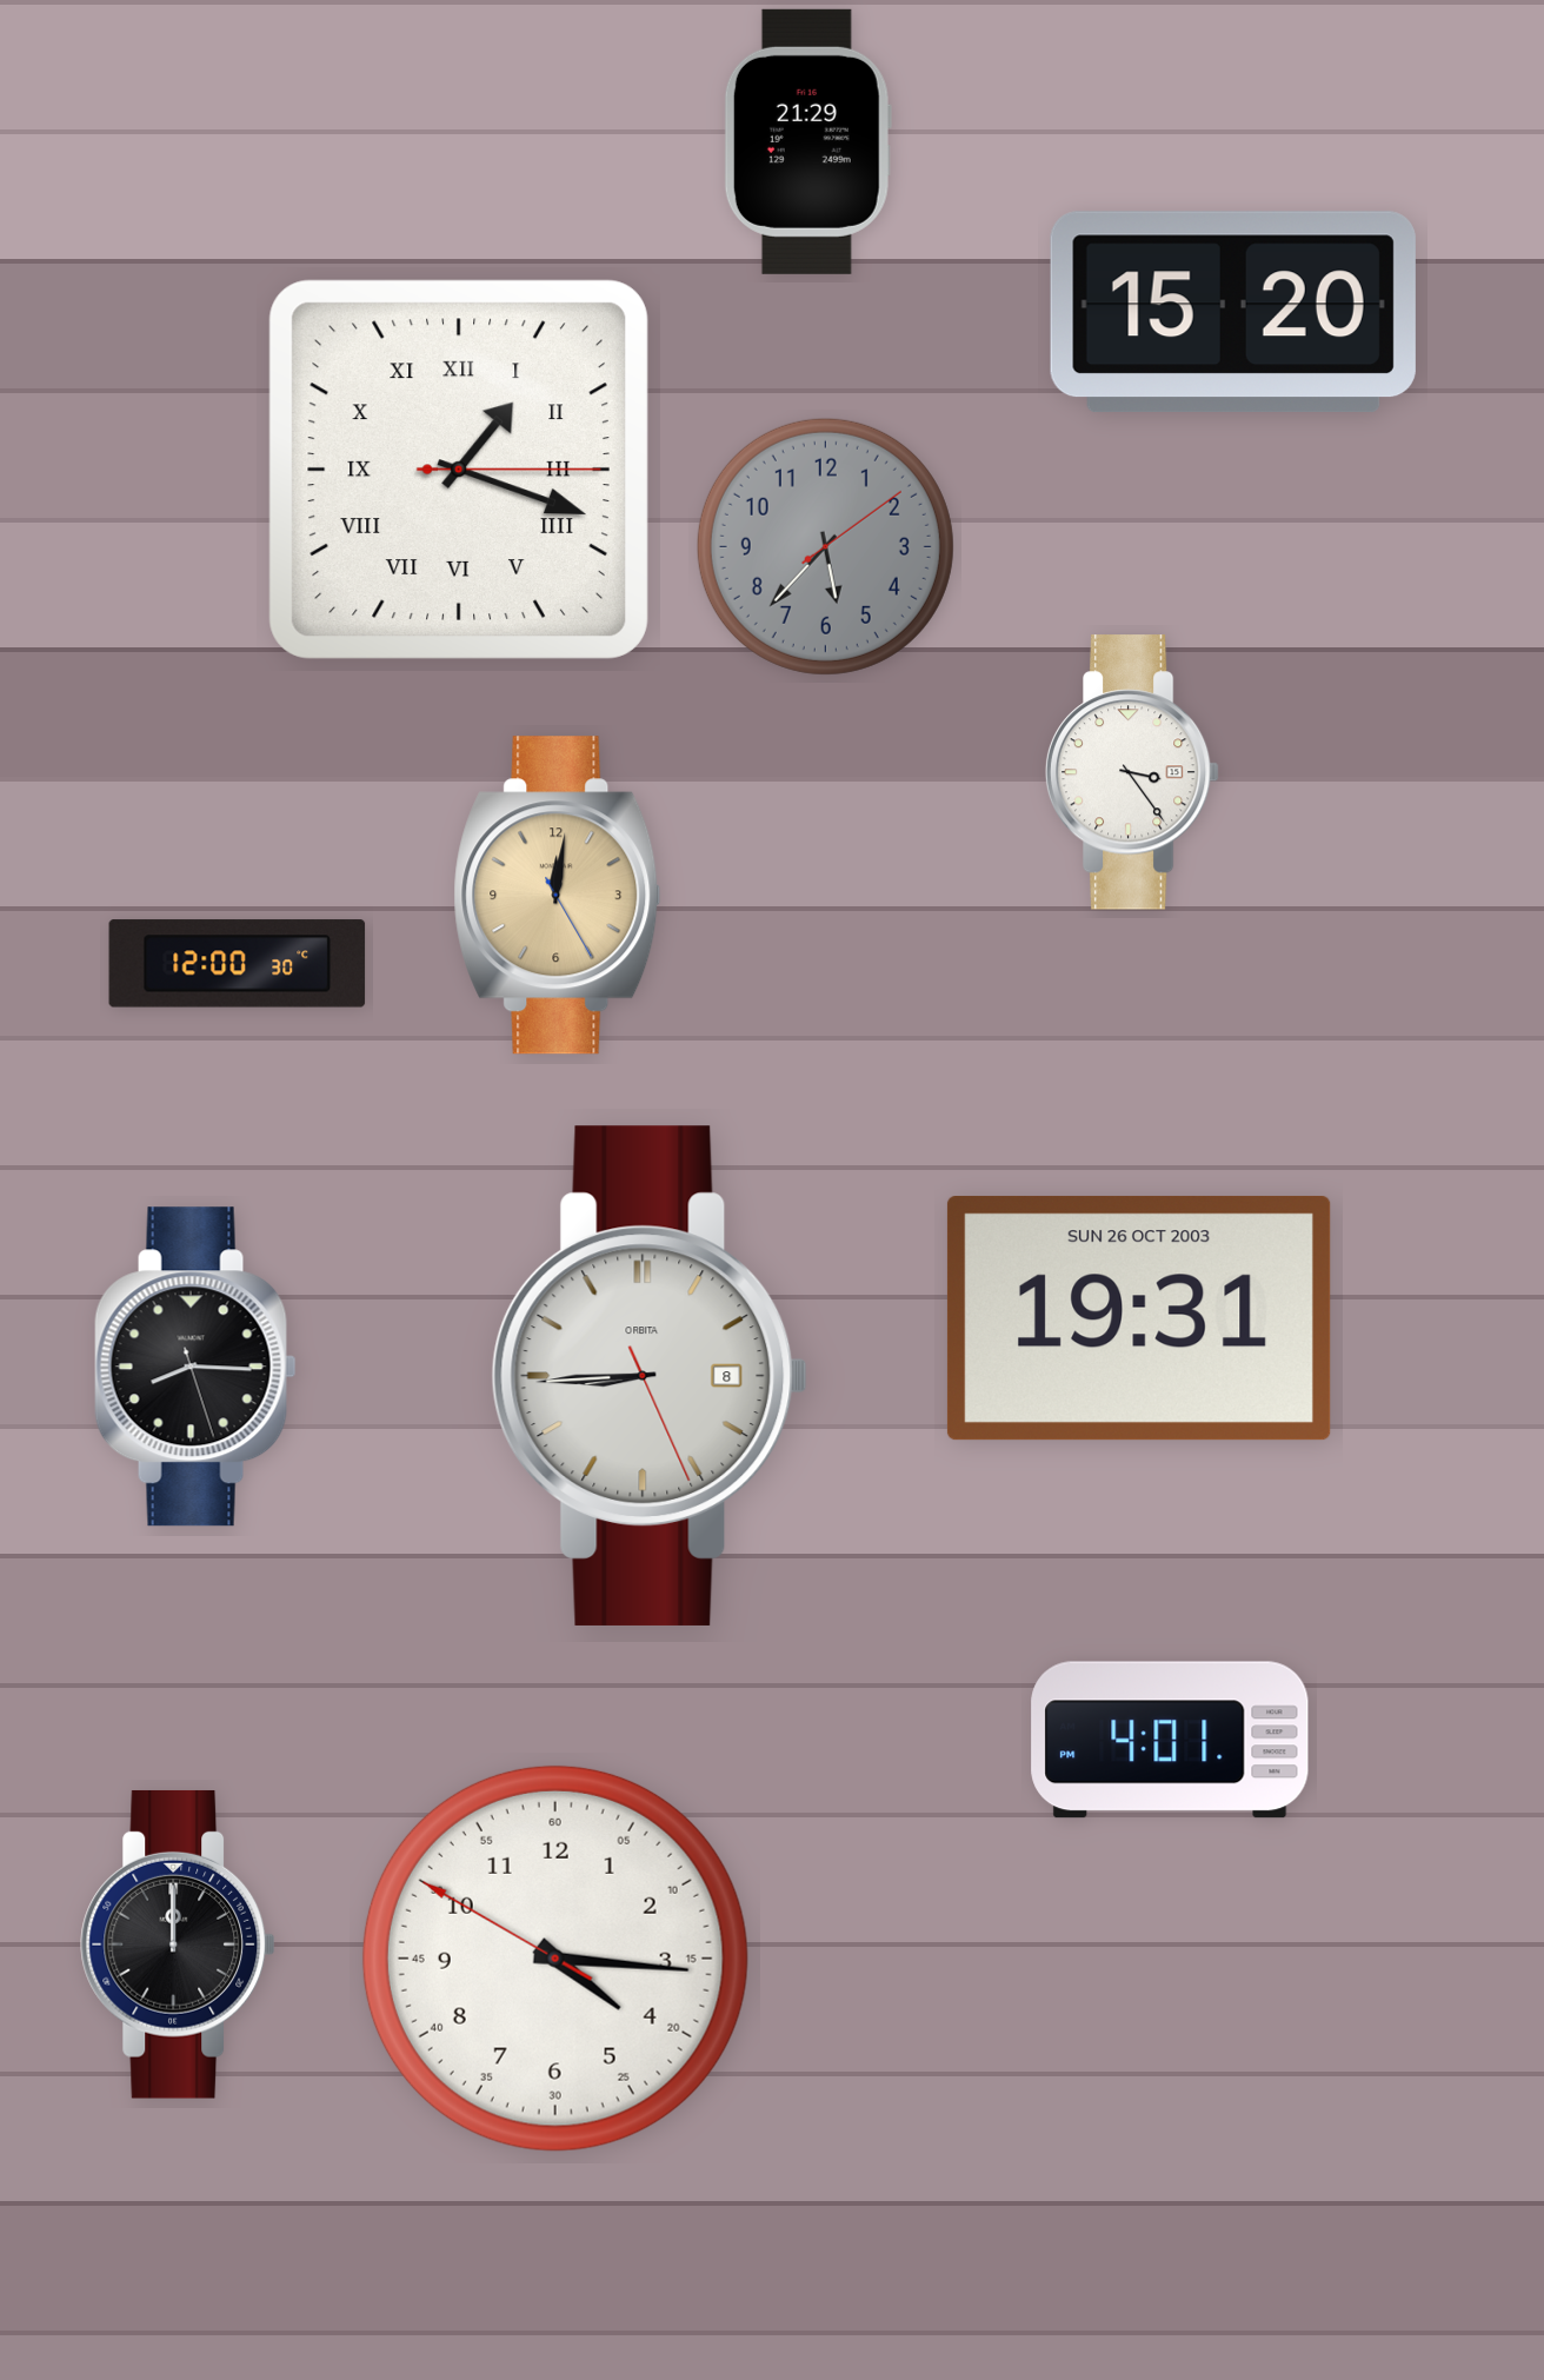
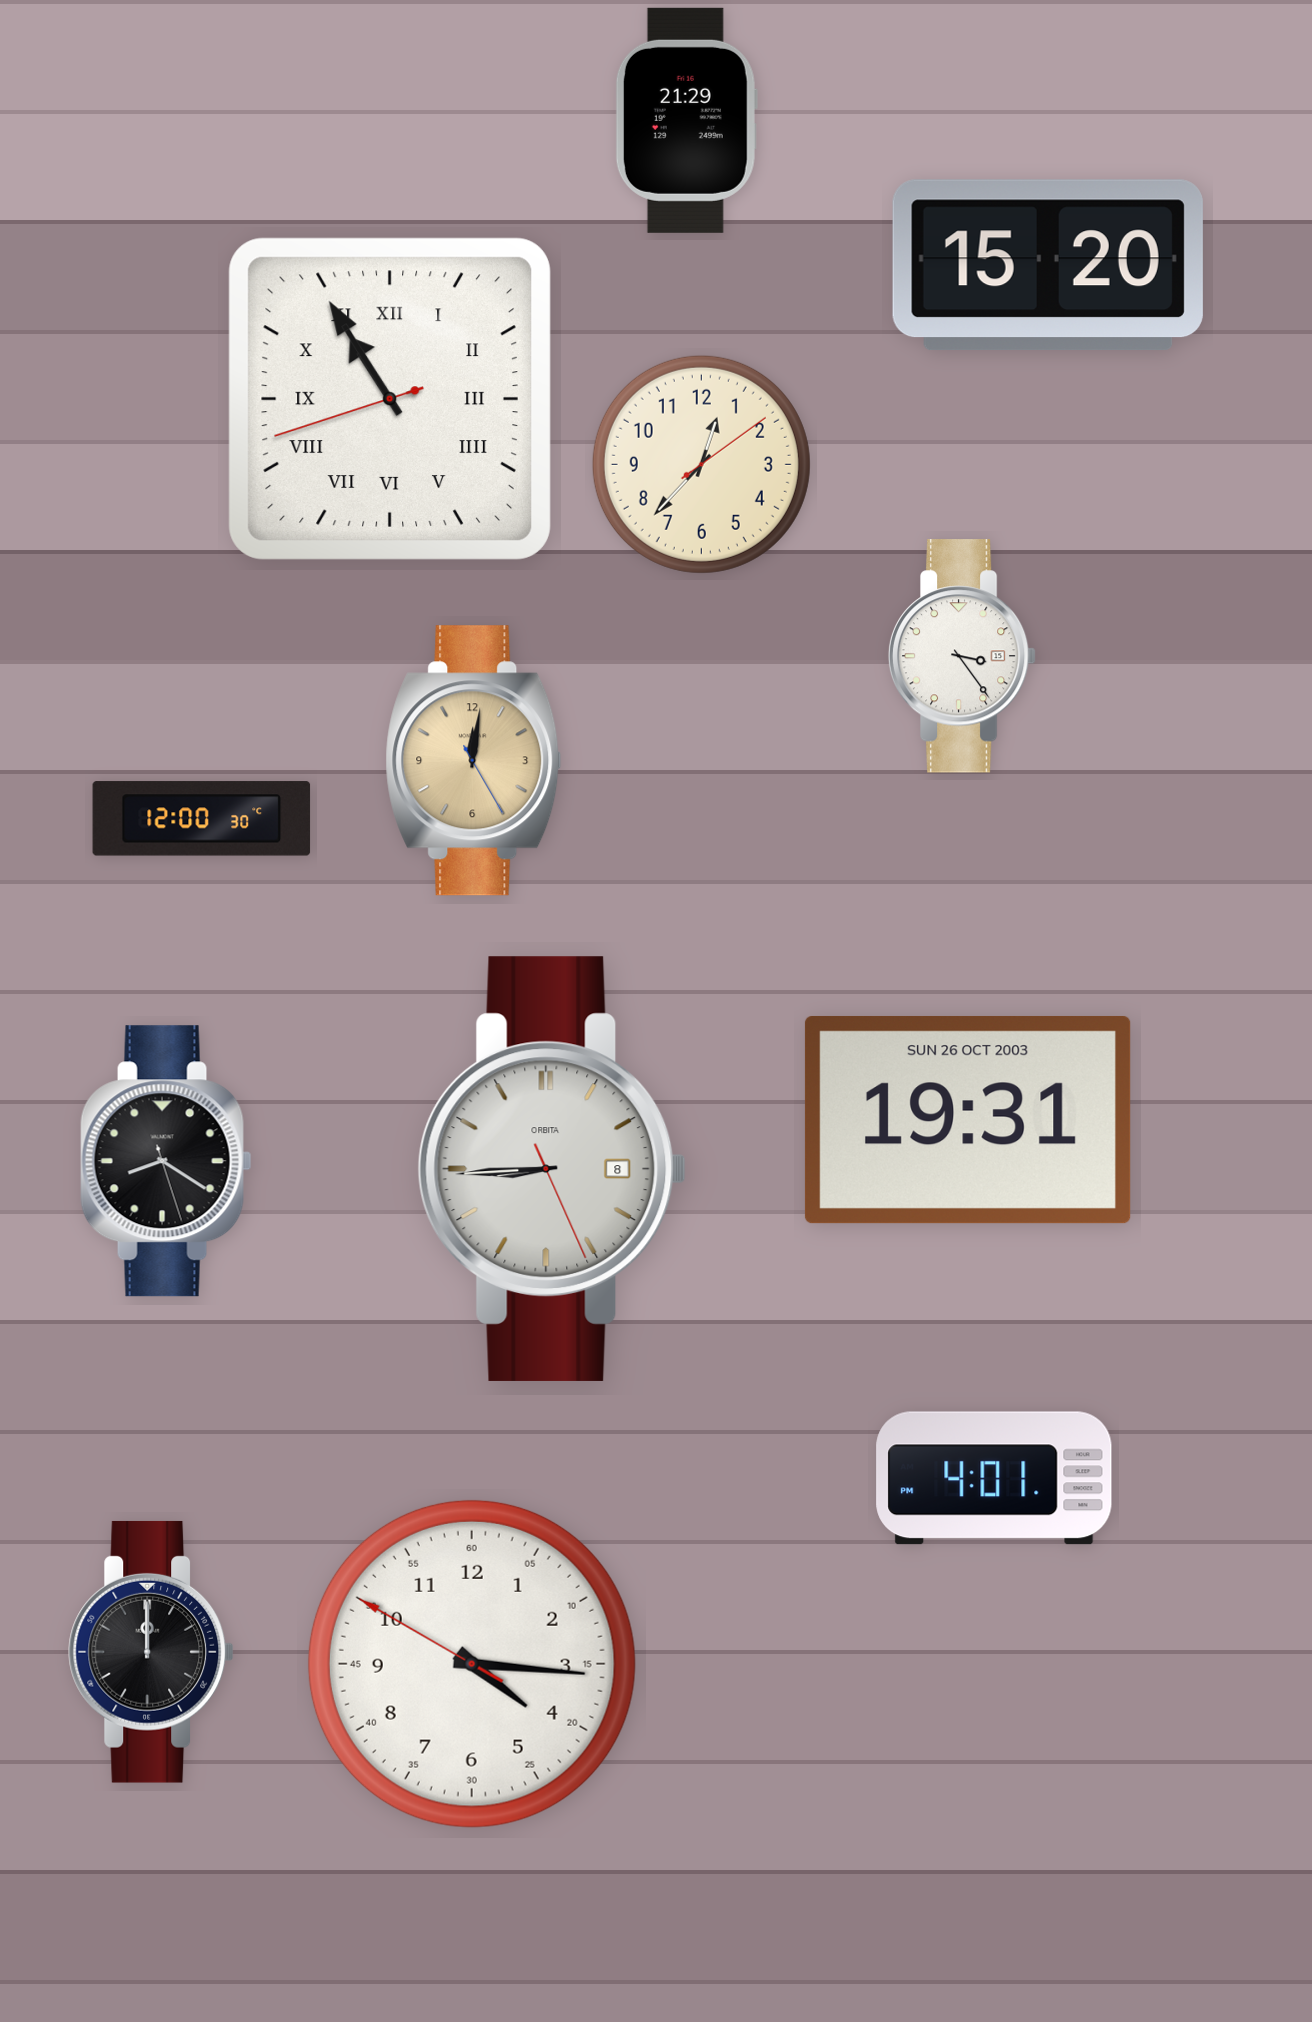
clock at (459, 470): 1:18 -> 10:54
clock at (825, 546): 5:37 -> 12:37
clock at (825, 546) dial: grey -> cream
clock at (195, 1367): 8:15 -> 8:20
